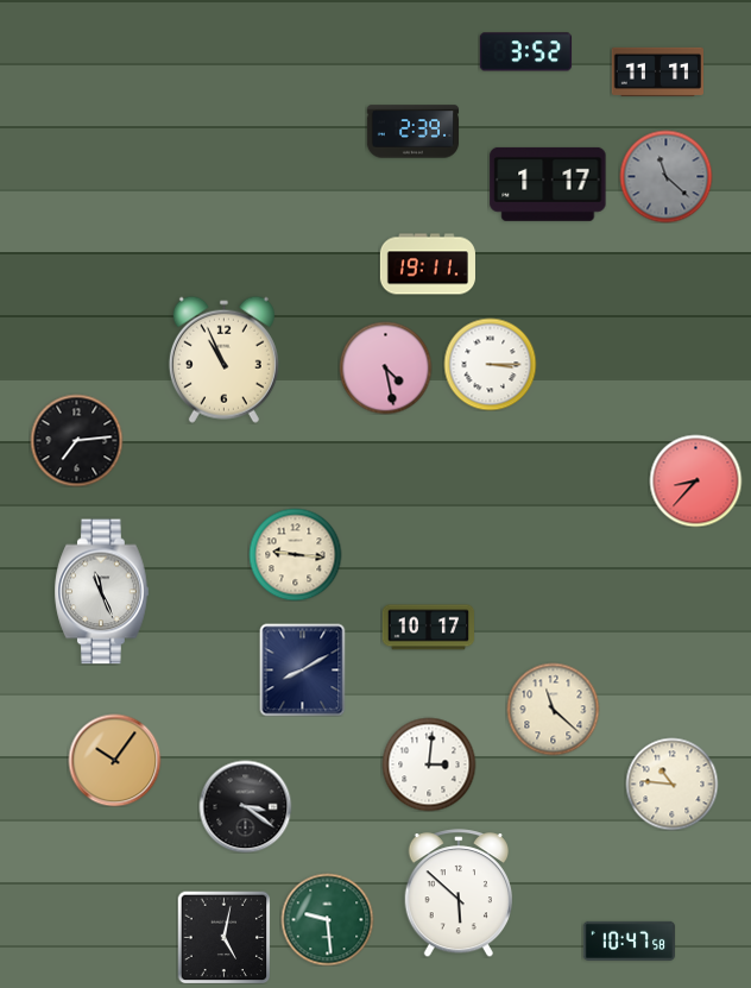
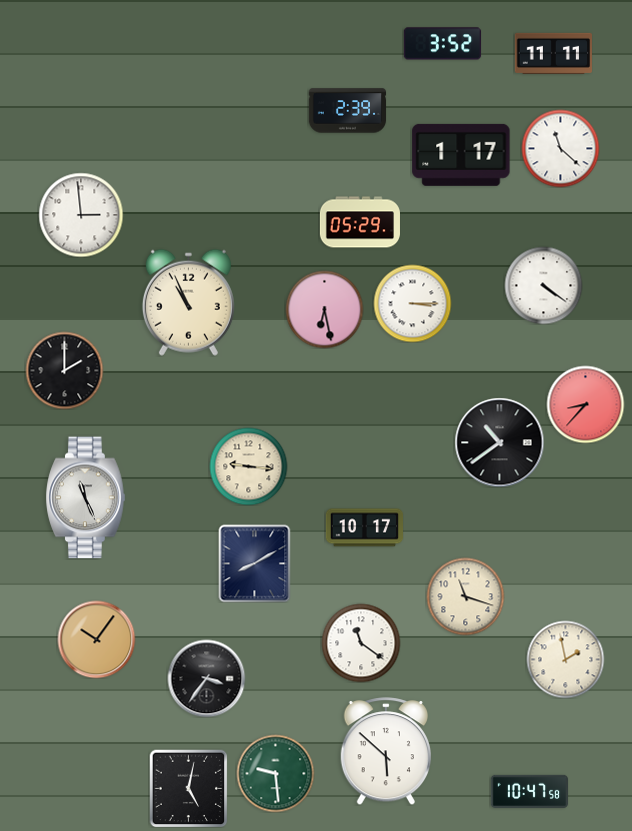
clock at (657, 71) position: (657, 71) -> (553, 53)
clock at (665, 176) dial: grey -> white
clock at (81, 215): none -> 2:59
clock at (428, 264): 19:11 -> 05:29
clock at (543, 285): none -> 4:21
clock at (490, 364) position: (490, 364) -> (412, 303)
clock at (385, 367): 4:28 -> 6:28
clock at (76, 440): 7:14 -> 2:00
clock at (499, 442): none -> 10:39
clock at (428, 628) position: (428, 628) -> (364, 528)
clock at (553, 709): 11:22 -> 11:18
clock at (429, 764): 3:01 -> 11:21
clock at (671, 784): 10:46 -> 1:58
clock at (245, 806): 3:21 -> 3:36
